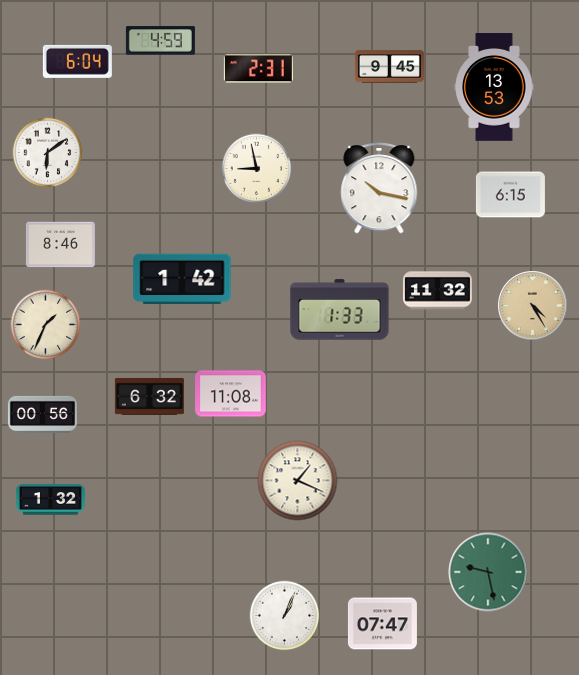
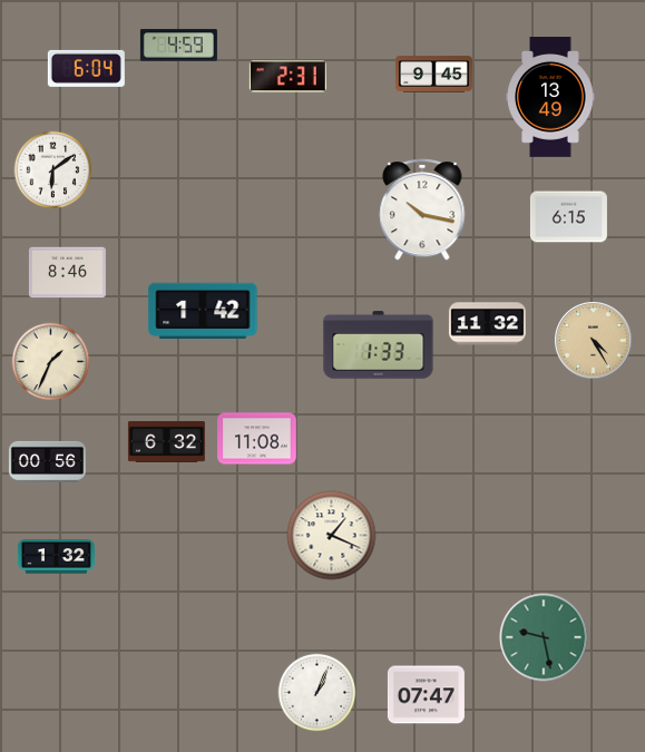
clock at (494, 87): 13:53 -> 13:49
clock at (257, 169): 8:58 -> none
clock at (285, 616) position: (285, 616) -> (317, 693)
